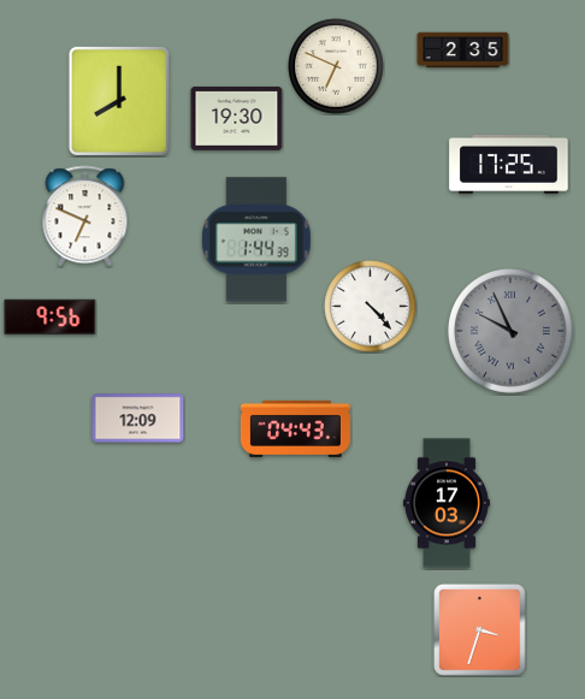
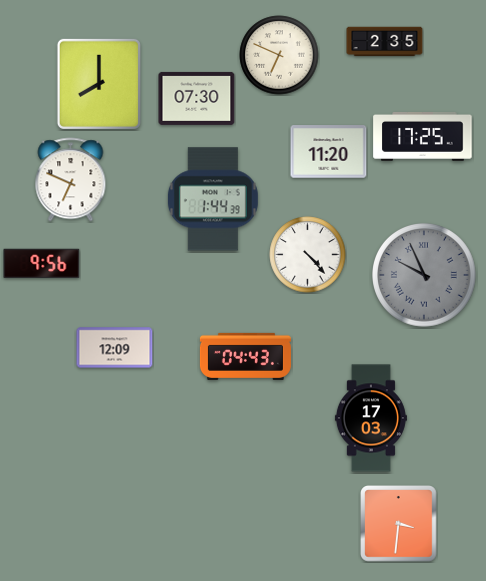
clock at (237, 118): 19:30 -> 07:30
clock at (329, 152): none -> 11:20
clock at (480, 630): 3:33 -> 3:31
